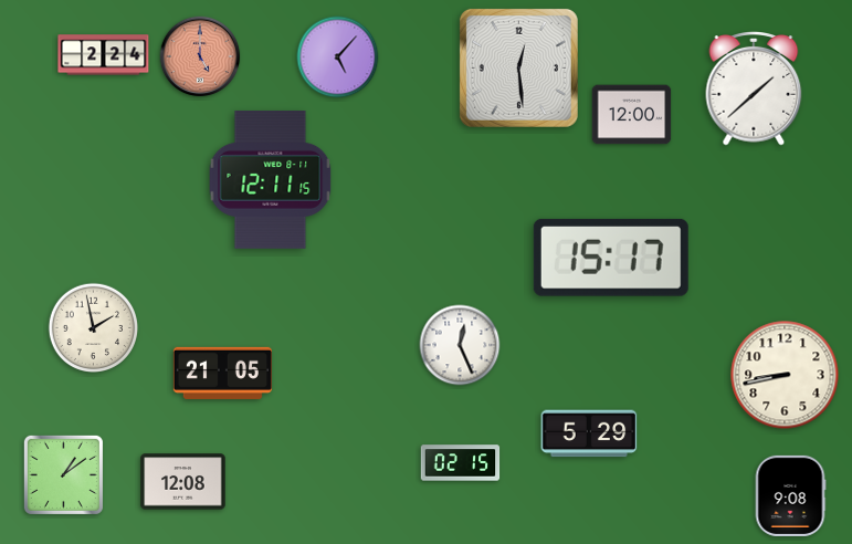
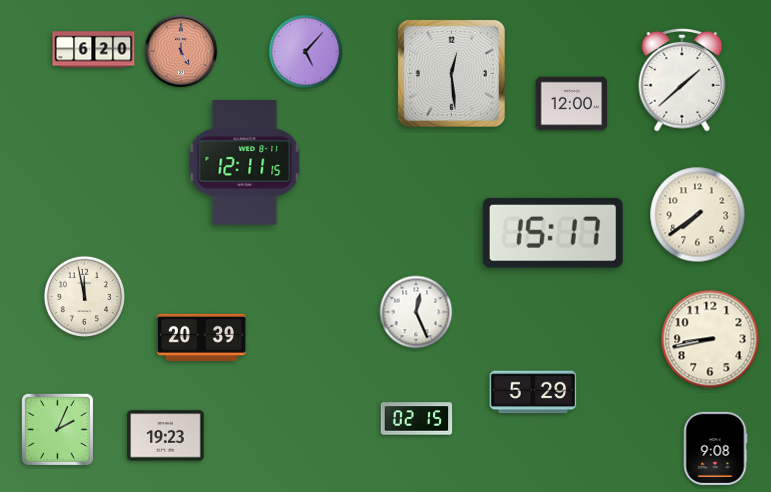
clock at (104, 55): 2:24 -> 6:20
clock at (518, 67) position: (518, 67) -> (451, 73)
clock at (698, 215): none -> 7:39
clock at (93, 327): 1:58 -> 11:58
clock at (222, 373): 21:05 -> 20:39
clock at (63, 474): 1:09 -> 2:04
clock at (183, 482): 12:08 -> 19:23
